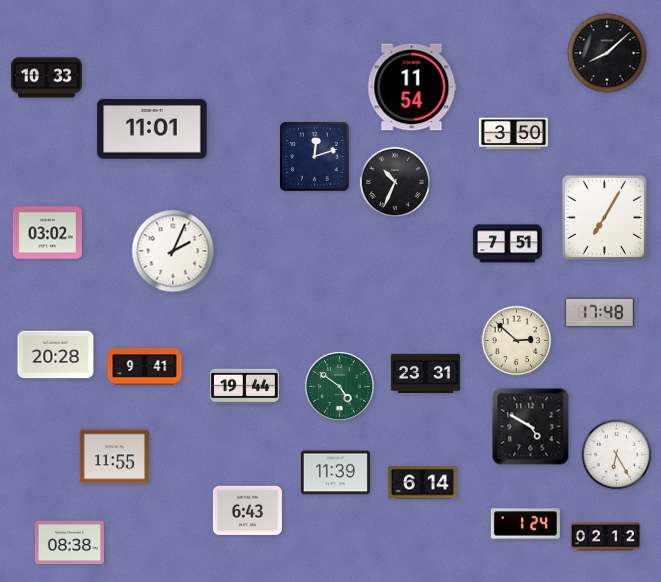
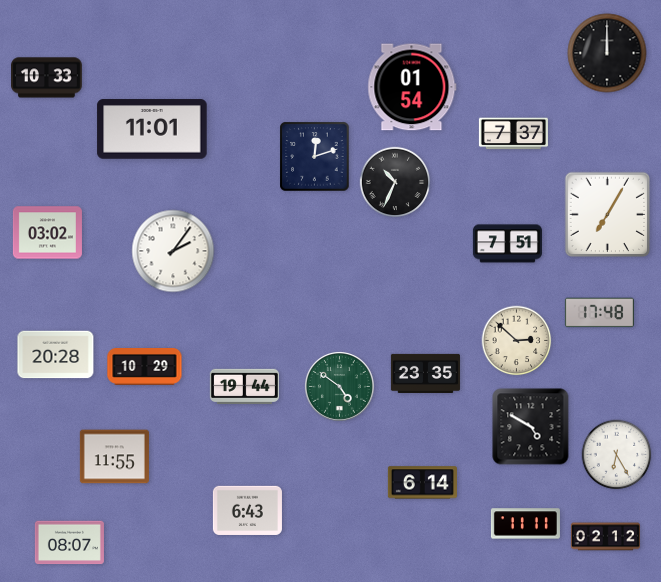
clock at (607, 53): 8:08 -> 12:00
clock at (412, 87): 11:54 -> 01:54
clock at (513, 134): 3:50 -> 7:37
clock at (605, 218) position: (605, 218) -> (608, 215)
clock at (173, 251): 2:04 -> 2:06
clock at (145, 367): 9:41 -> 10:29
clock at (425, 373): 23:31 -> 23:35
clock at (335, 473): 11:39 -> none
clock at (525, 524): 1:24 -> 11:11
clock at (69, 543): 08:38 -> 08:07
